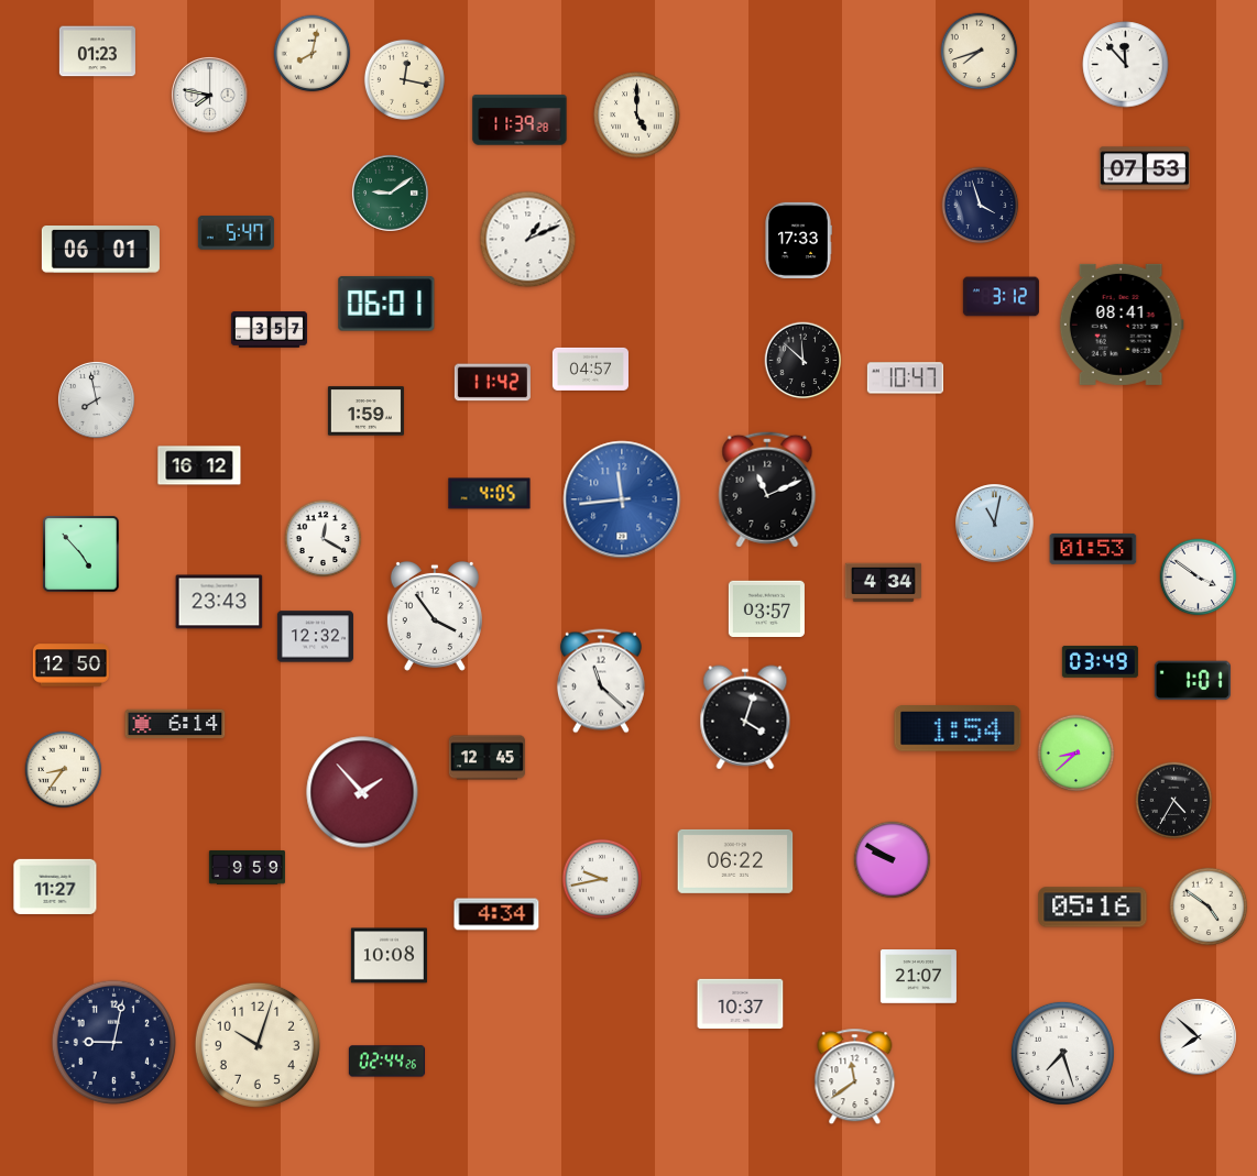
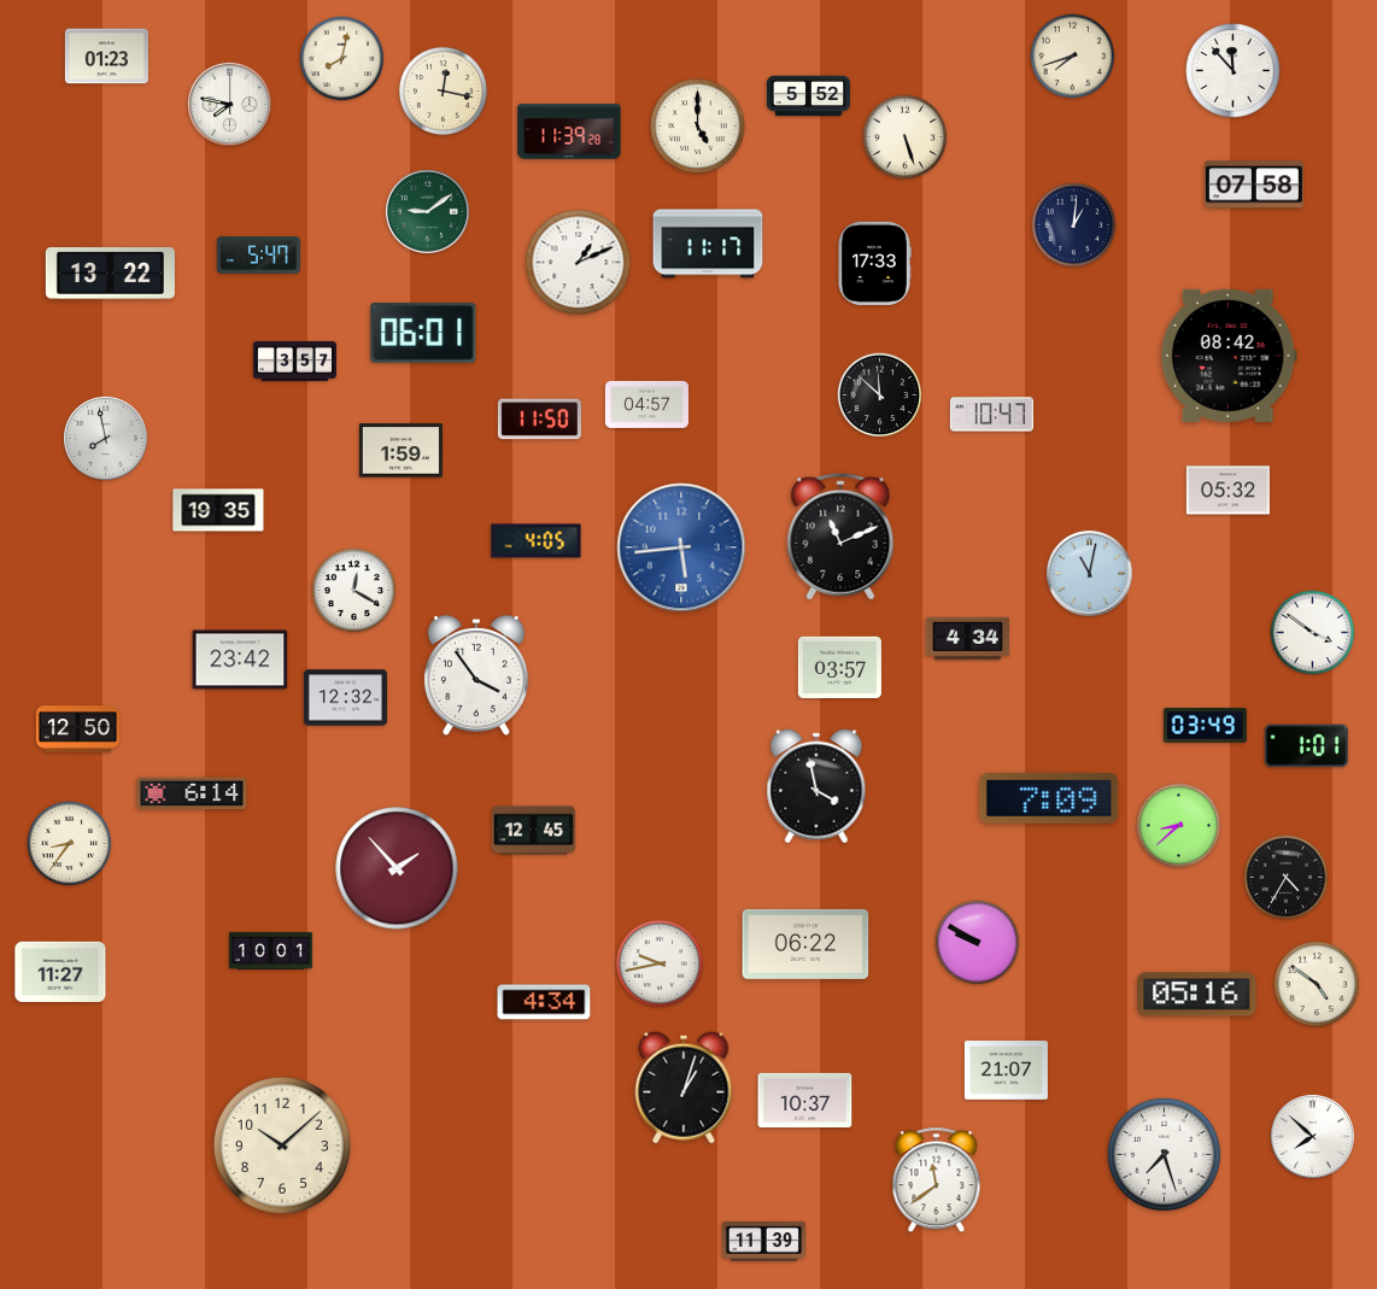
clock at (404, 79) position: (404, 79) -> (443, 90)
clock at (808, 96): none -> 5:52
clock at (906, 137): none -> 5:27
clock at (1145, 168): 07:53 -> 07:58
clock at (981, 206): 3:57 -> 1:01
clock at (708, 244): none -> 11:17
clock at (100, 250): 06:01 -> 13:22
clock at (1001, 297): 3:12 -> none
clock at (1122, 325): 08:41 -> 08:42
clock at (492, 383): 11:42 -> 11:50
clock at (1227, 491): none -> 05:32
clock at (199, 465): 16:12 -> 19:35
clock at (622, 499): 11:44 -> 5:44
clock at (1093, 549): 01:53 -> none
clock at (81, 554): 4:53 -> none
clock at (219, 602): 23:43 -> 23:42
clock at (601, 681): 11:22 -> none
clock at (745, 717): 4:03 -> 3:58
clock at (958, 728): 1:54 -> 7:09
clock at (247, 867): 9:59 -> 10:01
clock at (1209, 906) position: (1209, 906) -> (1317, 984)
clock at (389, 956): 10:08 -> none
clock at (684, 1088): none -> 1:03
clock at (741, 1003) position: (741, 1003) -> (805, 1100)
clock at (113, 1042): 9:02 -> none
clock at (258, 1045): 10:03 -> 10:08
clock at (386, 1062): 02:44 -> none
clock at (763, 1242): none -> 11:39
